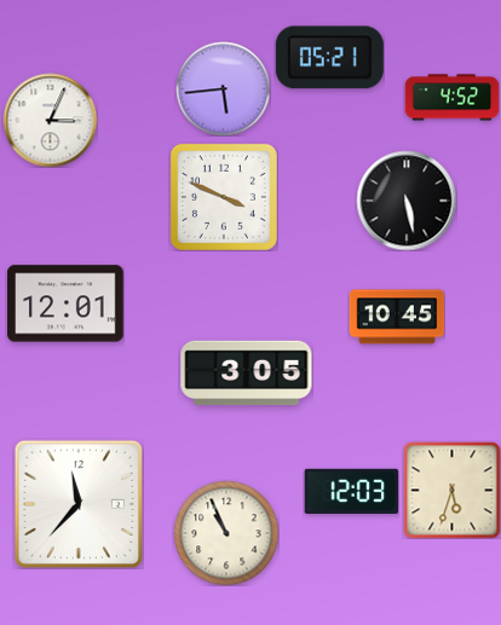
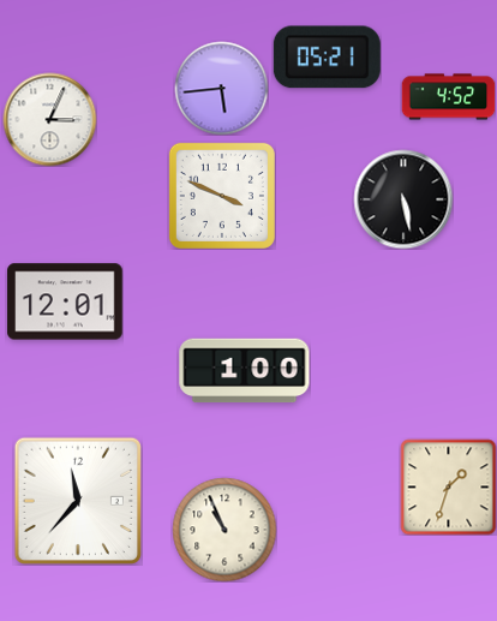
clock at (397, 317): 10:45 -> none
clock at (247, 374): 3:05 -> 1:00
clock at (451, 490): 5:33 -> 1:33
clock at (351, 491): 12:03 -> none
